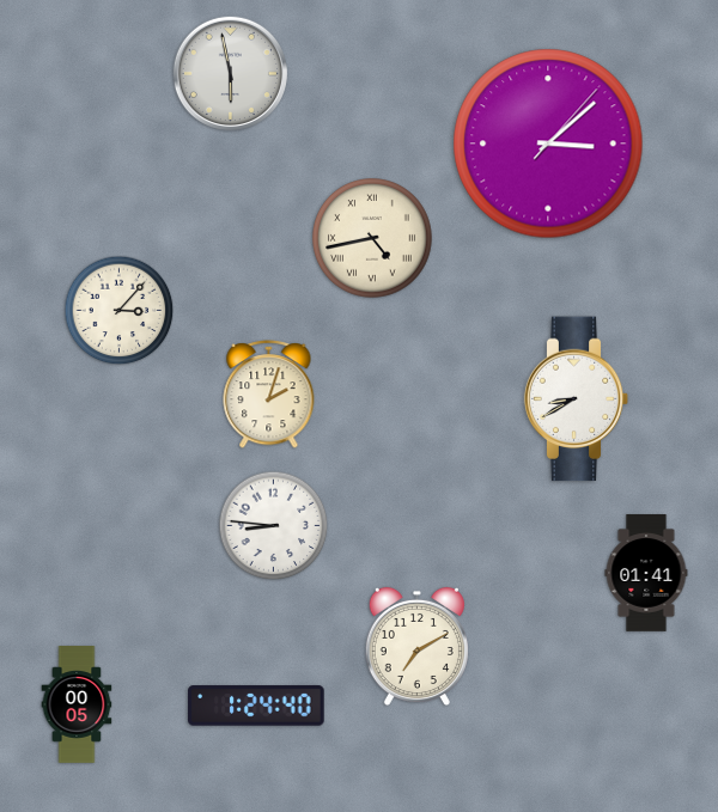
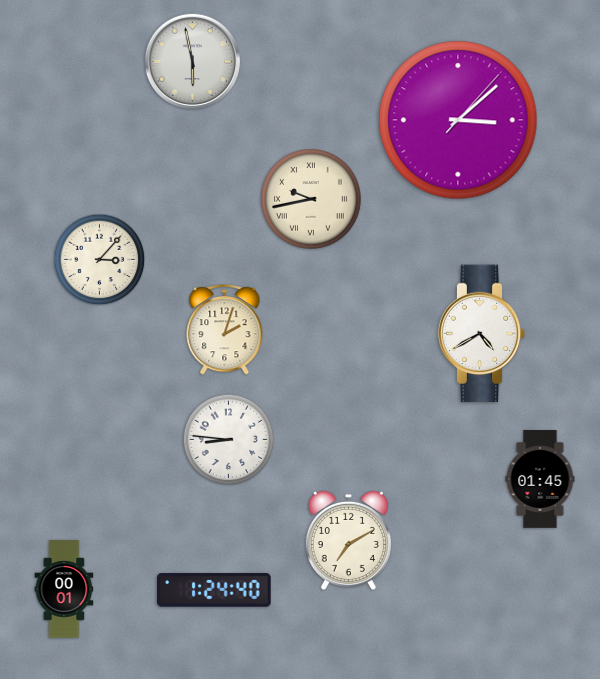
clock at (372, 238): 4:43 -> 9:43
clock at (577, 399): 8:40 -> 4:40
clock at (646, 573): 01:41 -> 01:45
clock at (77, 704): 00:05 -> 00:01
